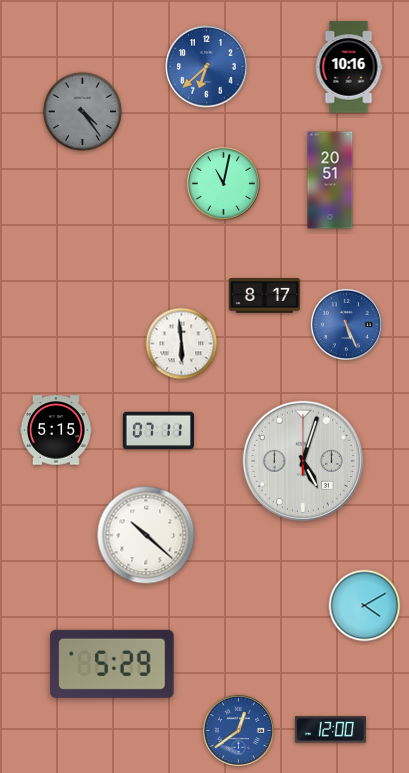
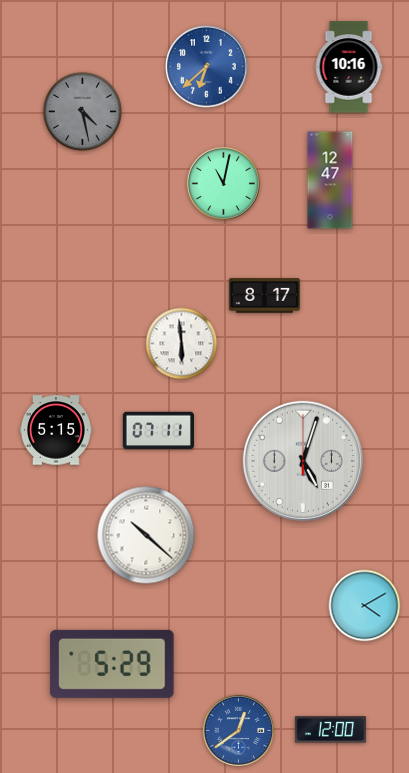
clock at (82, 111): 4:24 -> 4:28
clock at (330, 180): 20:51 -> 12:47
clock at (346, 324): 5:26 -> none
